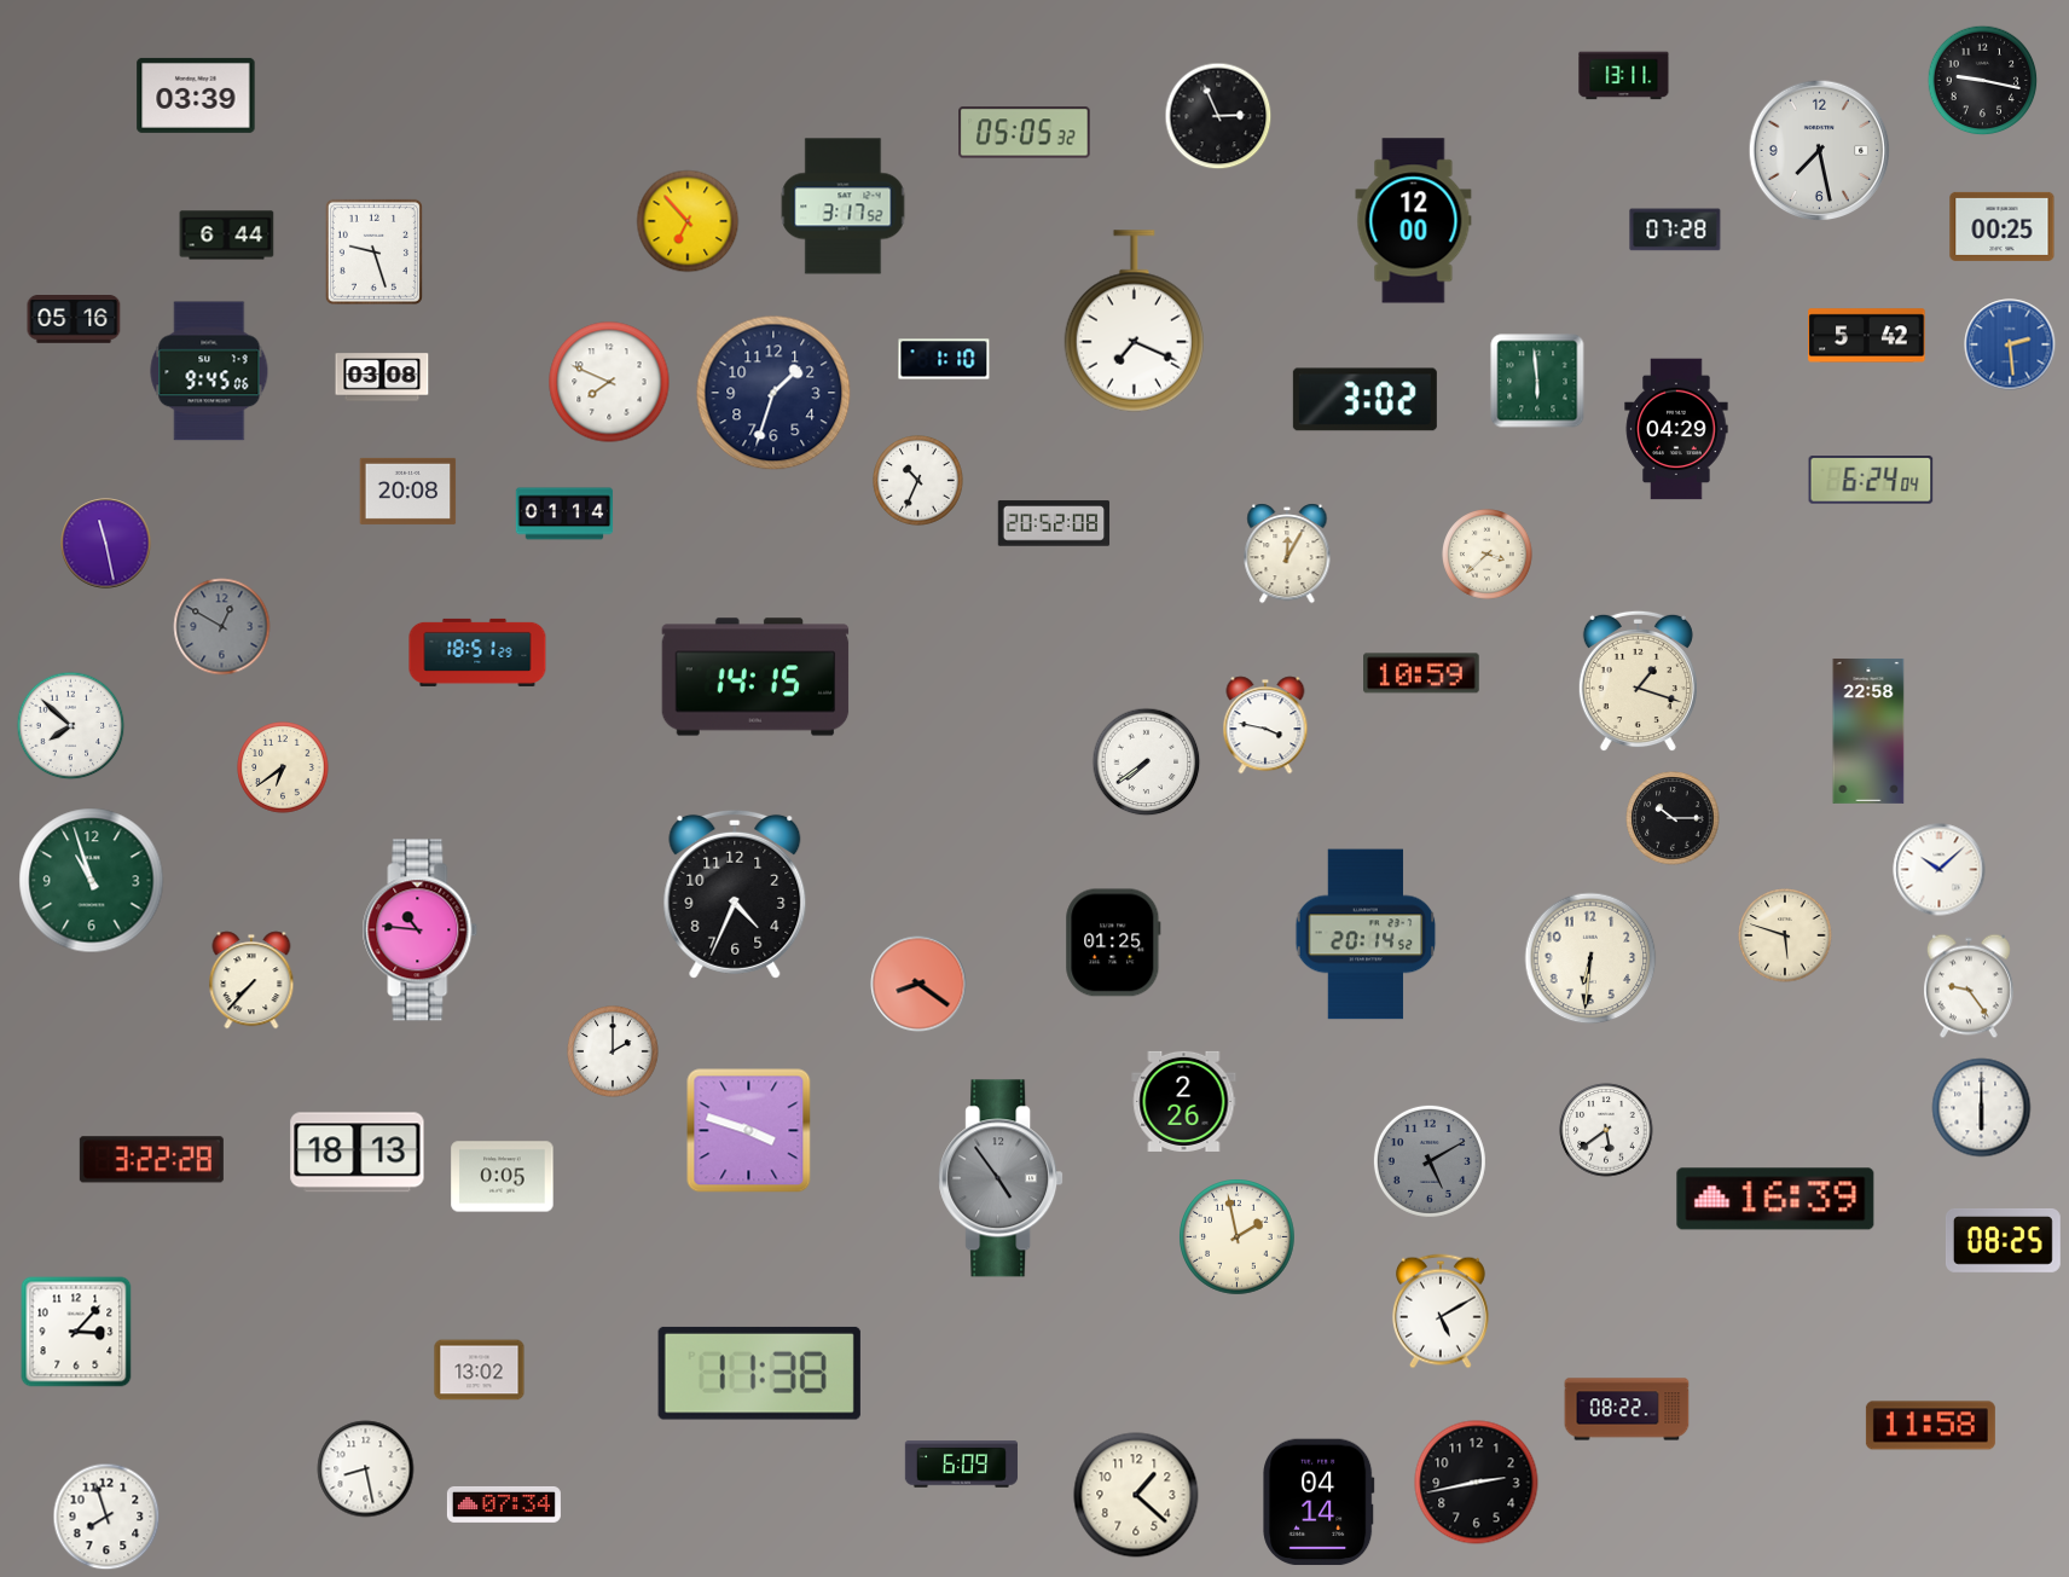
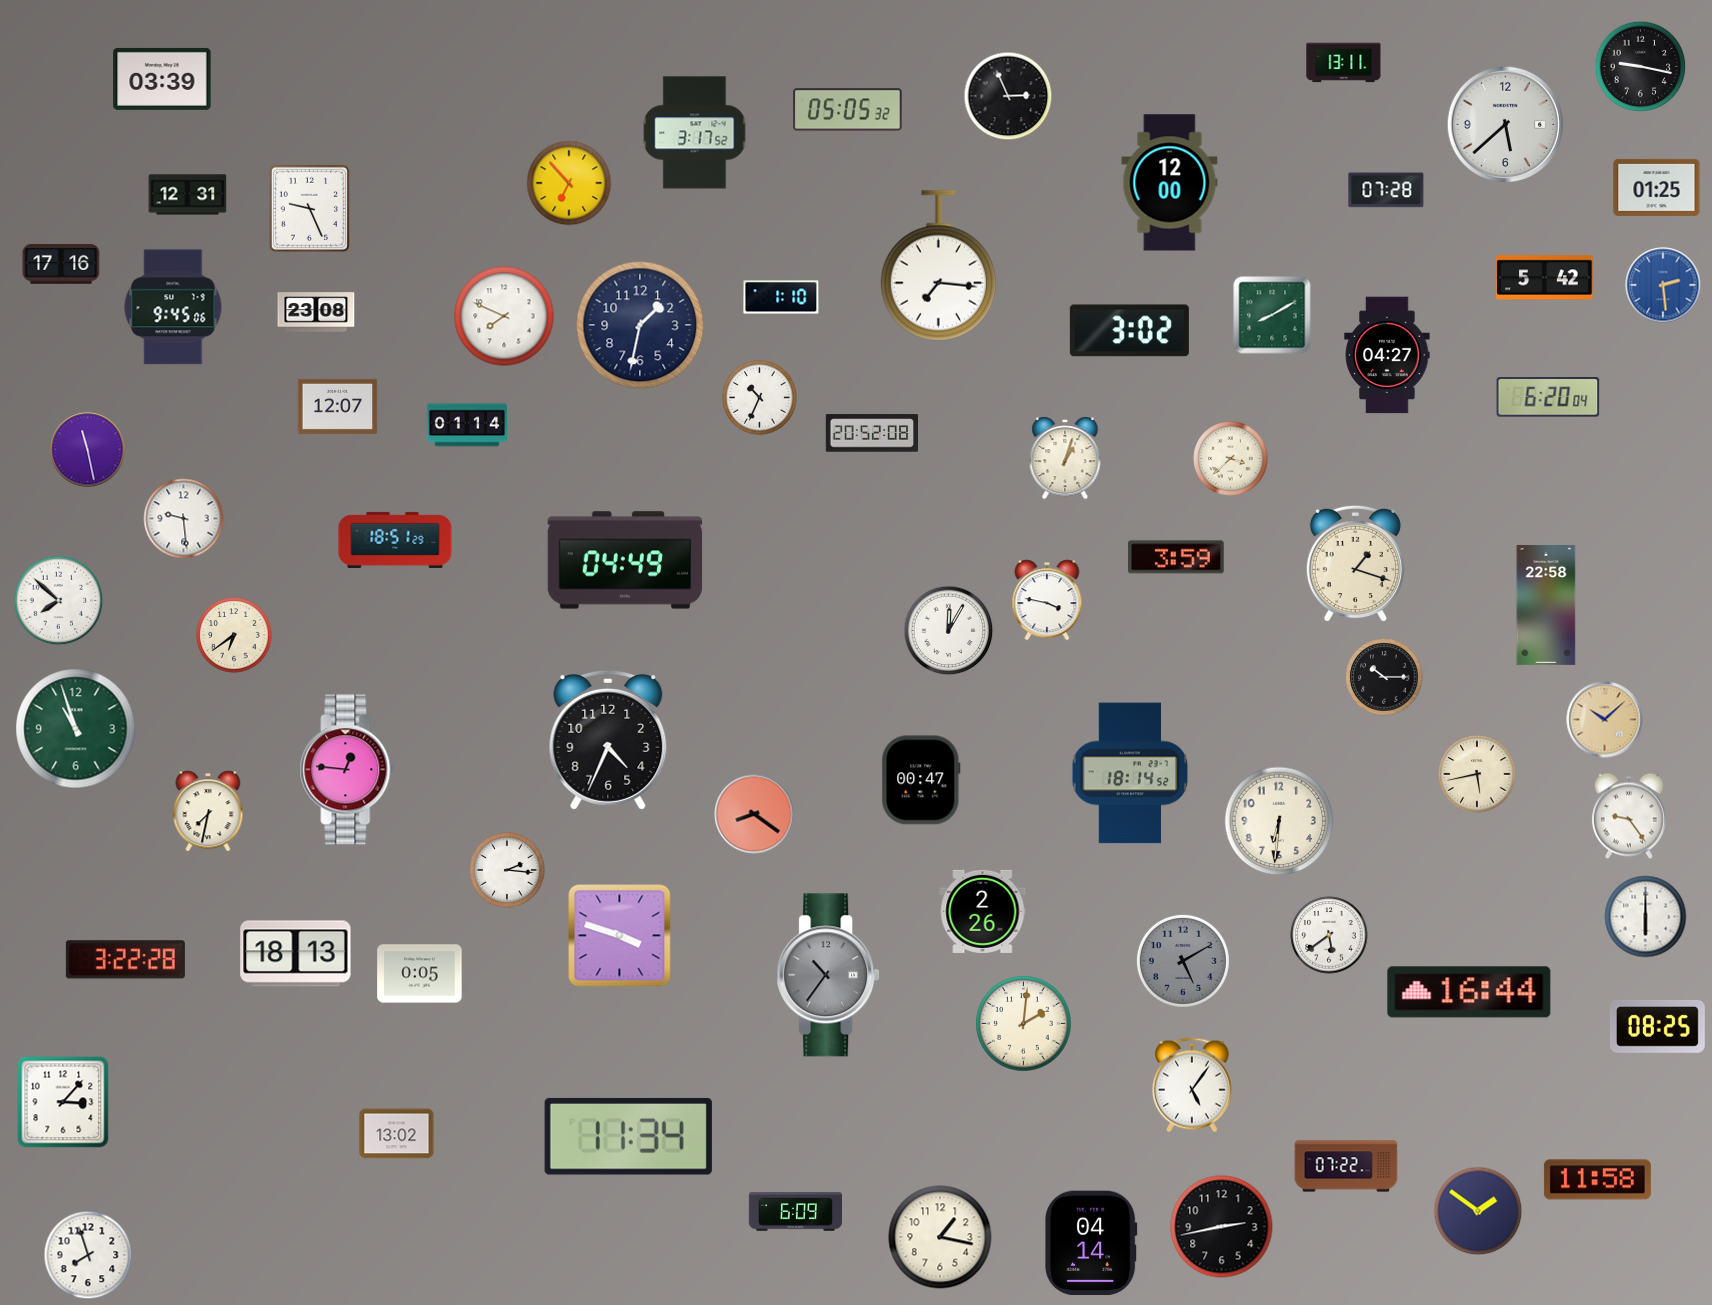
clock at (1820, 151): 7:28 -> 5:38
clock at (844, 207) position: (844, 207) -> (695, 133)
clock at (2003, 226): 00:25 -> 01:25
clock at (227, 236): 6:44 -> 12:31
clock at (373, 251): 9:27 -> 9:26
clock at (74, 320): 05:16 -> 17:16
clock at (1134, 321): 7:19 -> 7:16
clock at (382, 377): 03:08 -> 23:08
clock at (1537, 381): 5:59 -> 8:10
clock at (773, 393): 1:33 -> 1:32
clock at (1676, 429): 04:29 -> 04:27
clock at (1871, 480): 6:24 -> 6:20
clock at (408, 491): 20:08 -> 12:07
clock at (1287, 553): 12:05 -> 1:03
clock at (222, 627): 12:50 -> 9:29
clock at (222, 627) dial: grey -> white
clock at (1422, 673): 10:59 -> 3:59
clock at (755, 677): 14:15 -> 04:49
clock at (1147, 763): 7:39 -> 12:05
clock at (1940, 870) dial: white -> champagne
clock at (421, 930): 10:46 -> 12:46
clock at (1366, 934): 20:14 -> 18:14
clock at (1785, 935): 5:48 -> 5:43
clock at (1113, 943): 01:25 -> 00:47
clock at (1590, 958) position: (1590, 958) -> (1279, 821)
clock at (251, 980): 7:37 -> 7:32
clock at (918, 984) position: (918, 984) -> (754, 814)
clock at (613, 1051): 2:00 -> 2:16
clock at (1184, 1101) position: (1184, 1101) -> (983, 911)
clock at (1982, 1108) position: (1982, 1108) -> (1646, 917)
clock at (503, 1177) position: (503, 1177) -> (420, 974)
clock at (1001, 1178): 4:54 -> 10:36
clock at (1775, 1199): 16:39 -> 16:44
clock at (1238, 1237): 1:58 -> 2:01
clock at (1441, 1311): 5:10 -> 5:06
clock at (759, 1373): 11:38 -> 11:34
clock at (1627, 1409): 08:22 -> 07:22
clock at (1478, 1211): none -> 1:51
clock at (366, 1469): 8:28 -> none
clock at (1136, 1495): 1:22 -> 1:17
clock at (504, 1504): 07:34 -> none
